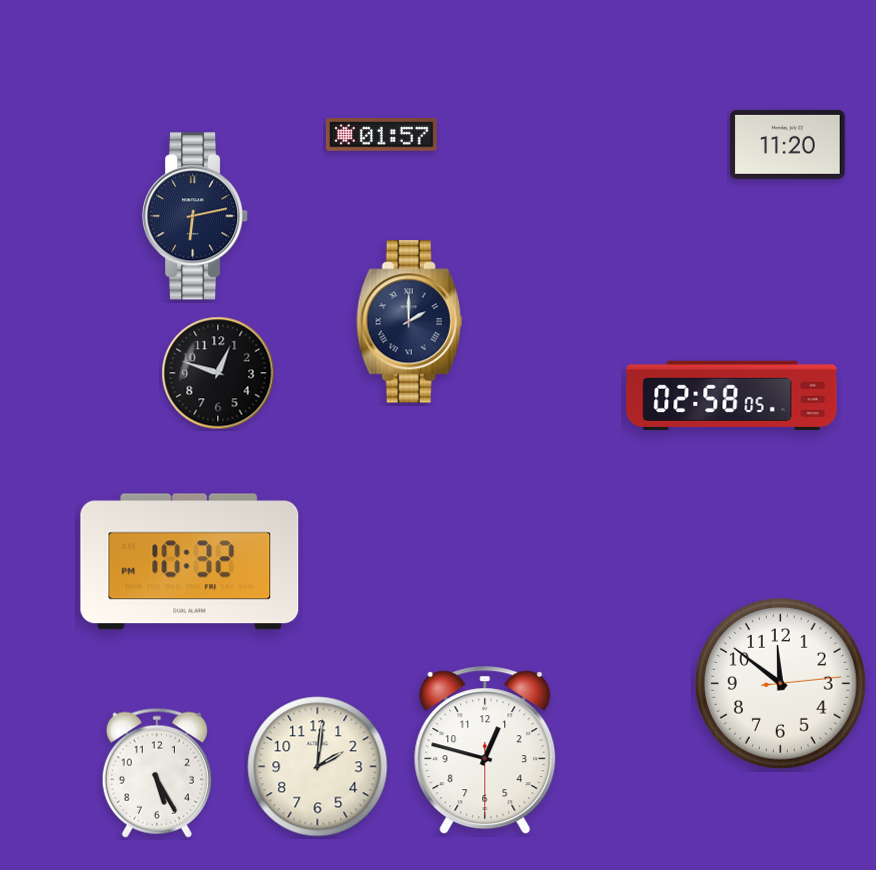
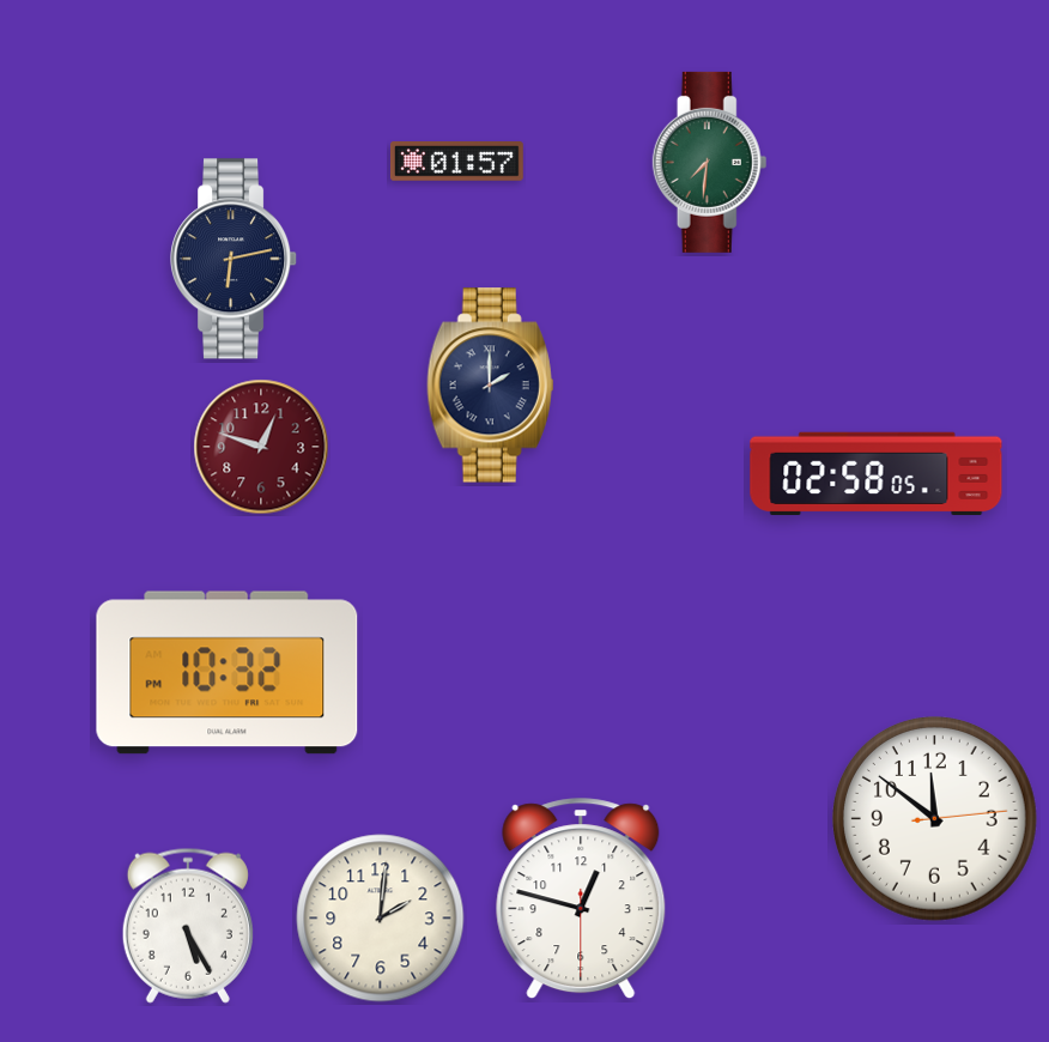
clock at (710, 162): none -> 7:31
clock at (788, 144): 11:20 -> none
clock at (218, 373) dial: black -> burgundy
